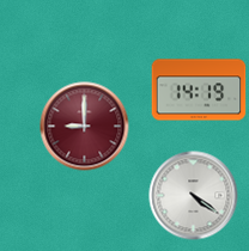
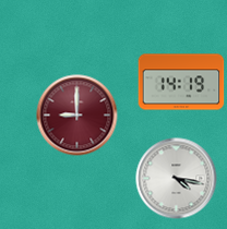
clock at (194, 196): 4:21 -> 4:17
